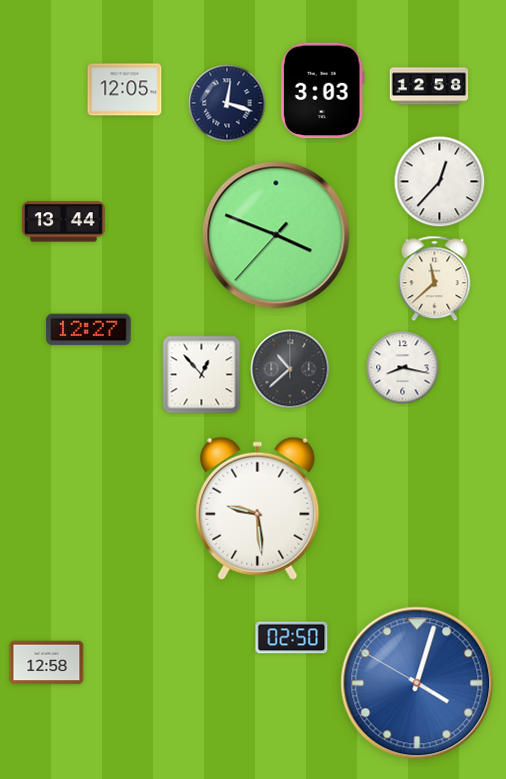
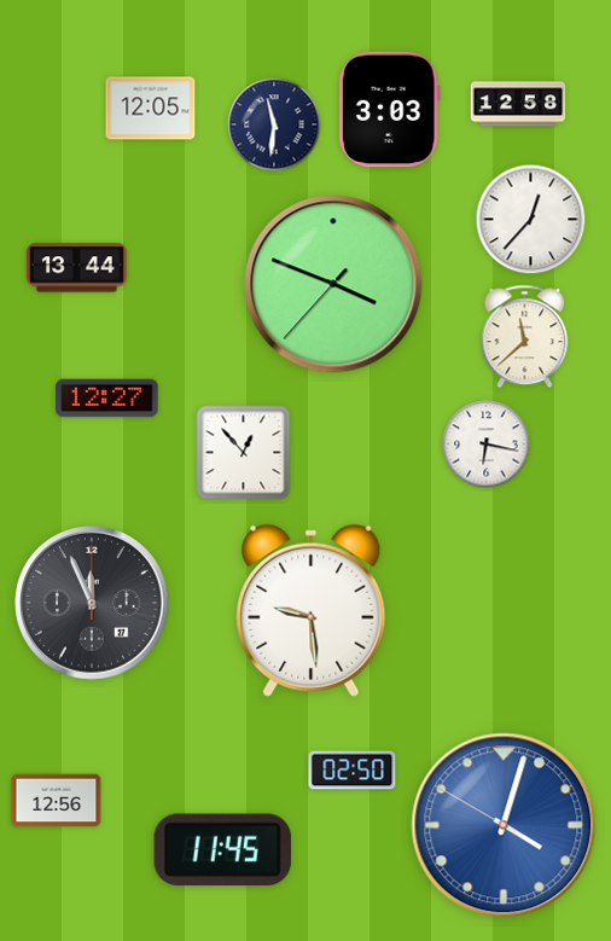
clock at (227, 103): 12:18 -> 11:31
clock at (403, 368): 8:17 -> 6:17
clock at (290, 369): 10:38 -> none
clock at (92, 603): none -> 11:56
clock at (258, 508) position: (258, 508) -> (312, 610)
clock at (47, 663): 12:58 -> 12:56
clock at (222, 849): none -> 11:45
